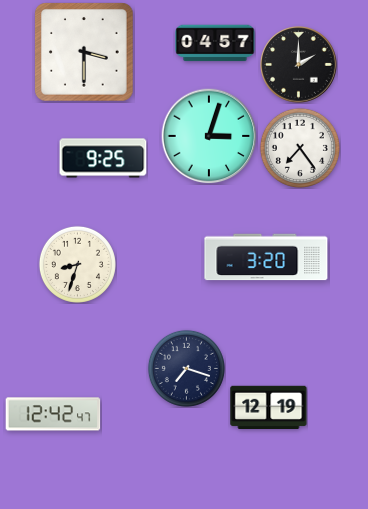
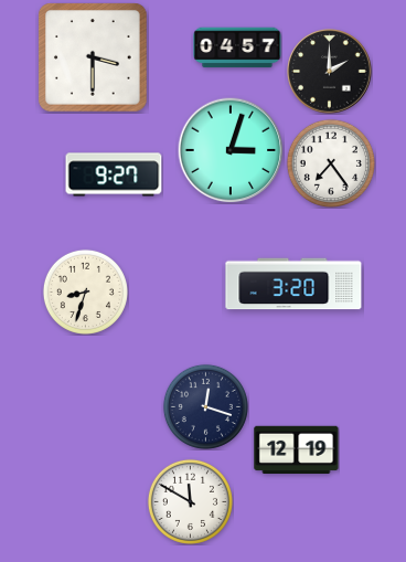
clock at (103, 158): 9:25 -> 9:27
clock at (186, 368): 7:18 -> 12:18
clock at (53, 414): 12:42 -> none
clock at (190, 501): none -> 11:50
